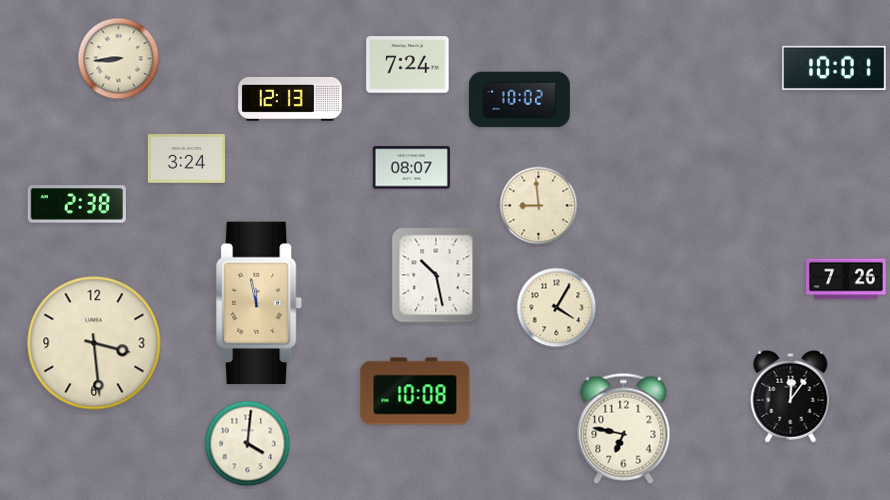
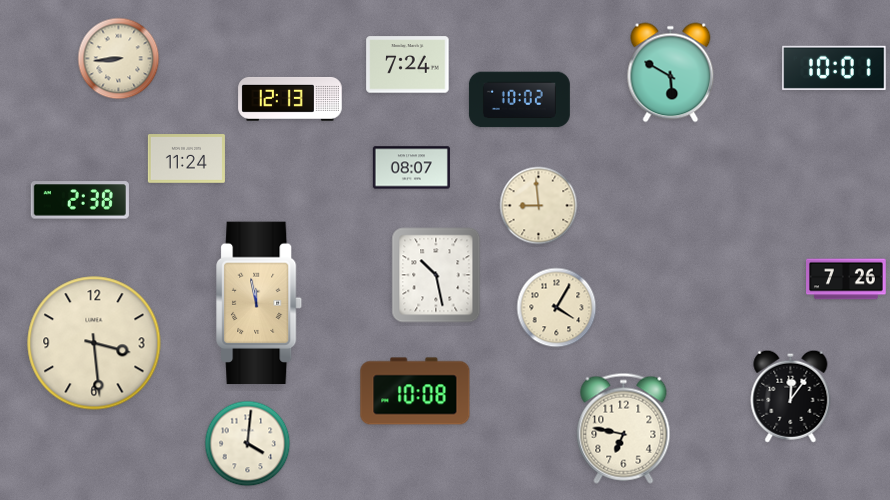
clock at (671, 73): none -> 5:50
clock at (186, 159): 3:24 -> 11:24
clock at (77, 204) position: (77, 204) -> (80, 200)
